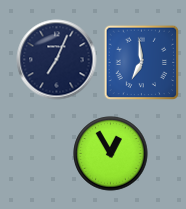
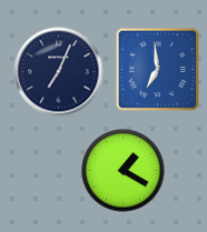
clock at (57, 60) position: (57, 60) -> (59, 72)
clock at (111, 154): 12:55 -> 1:20
